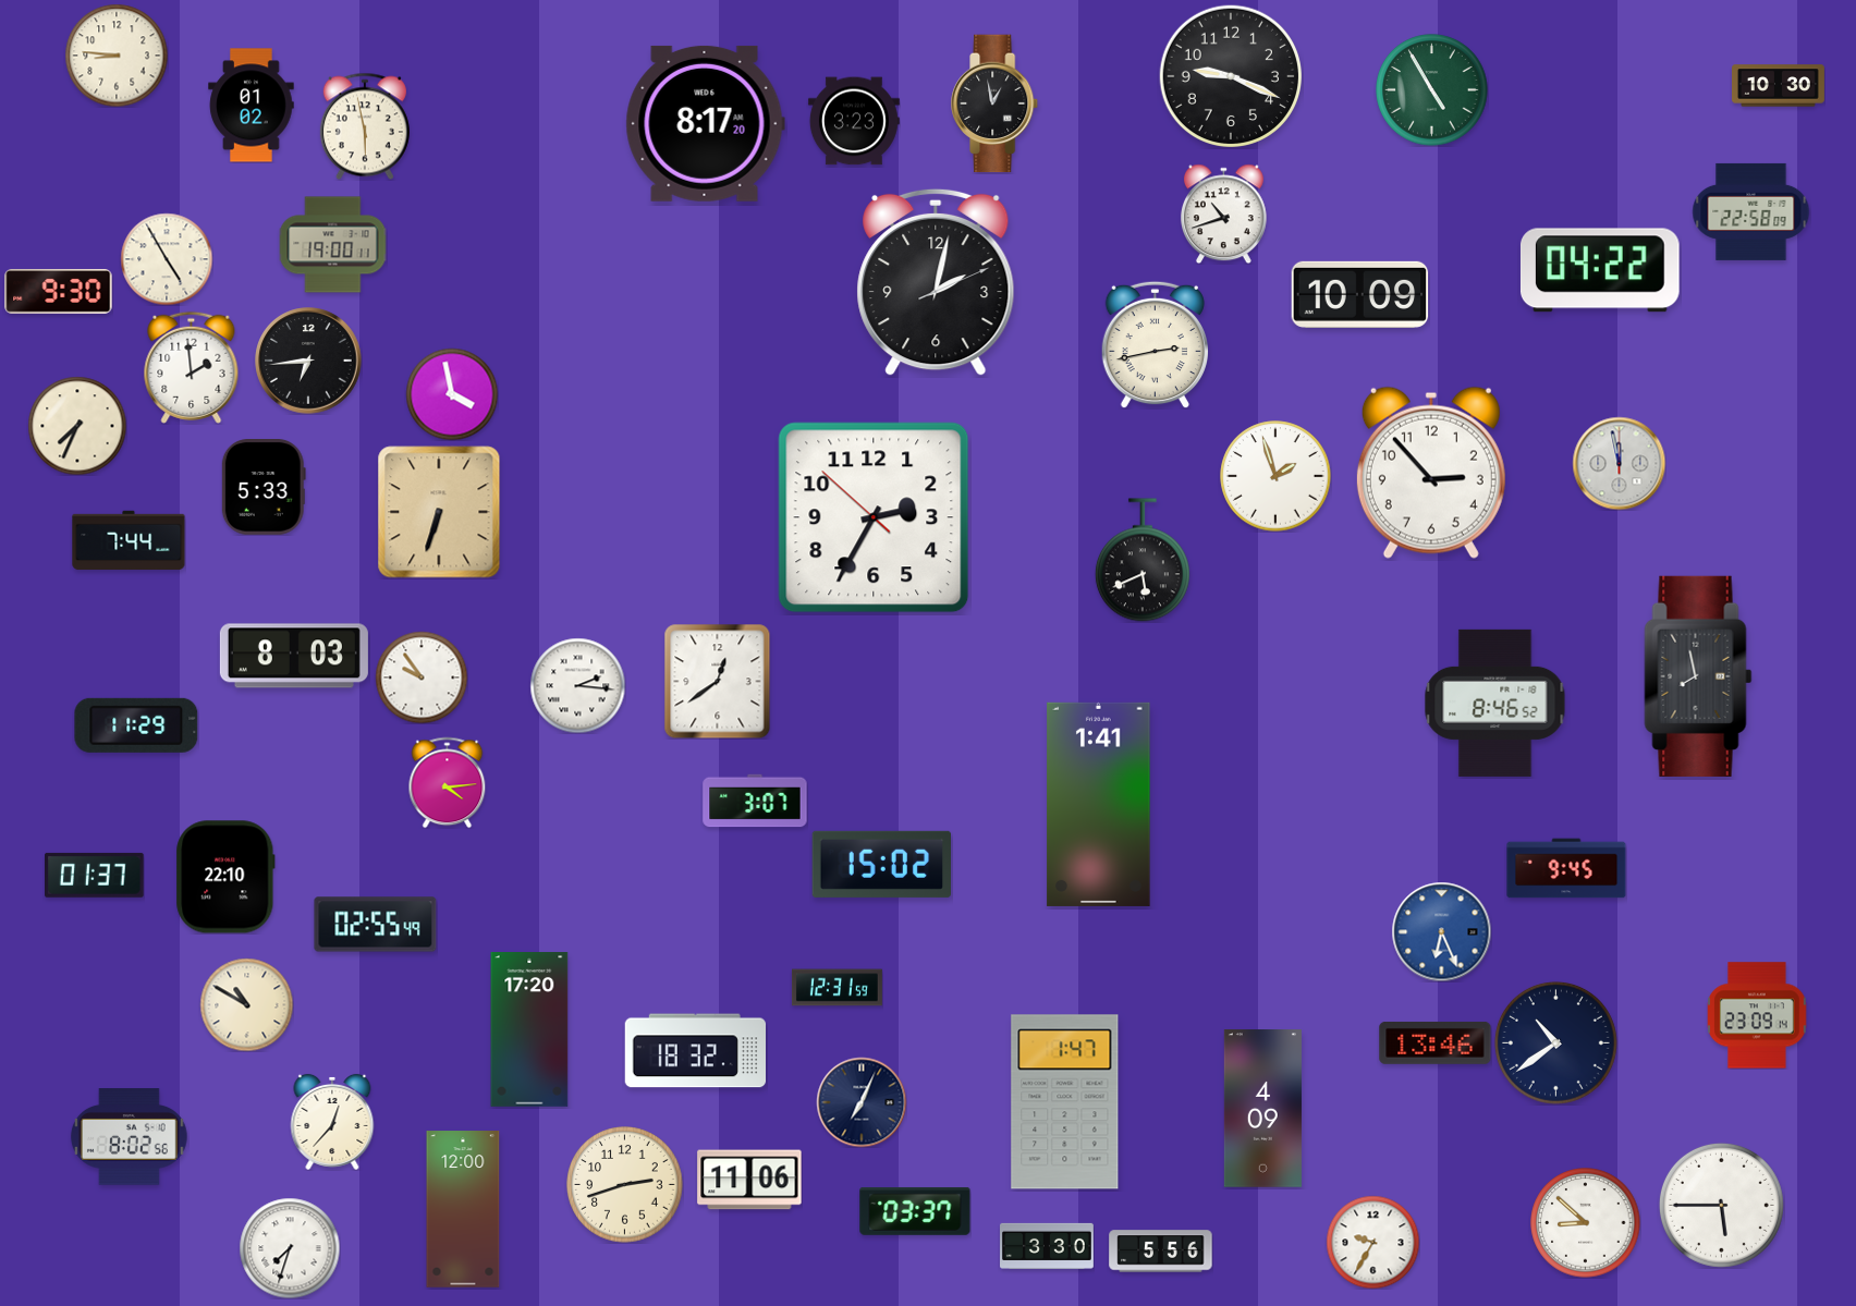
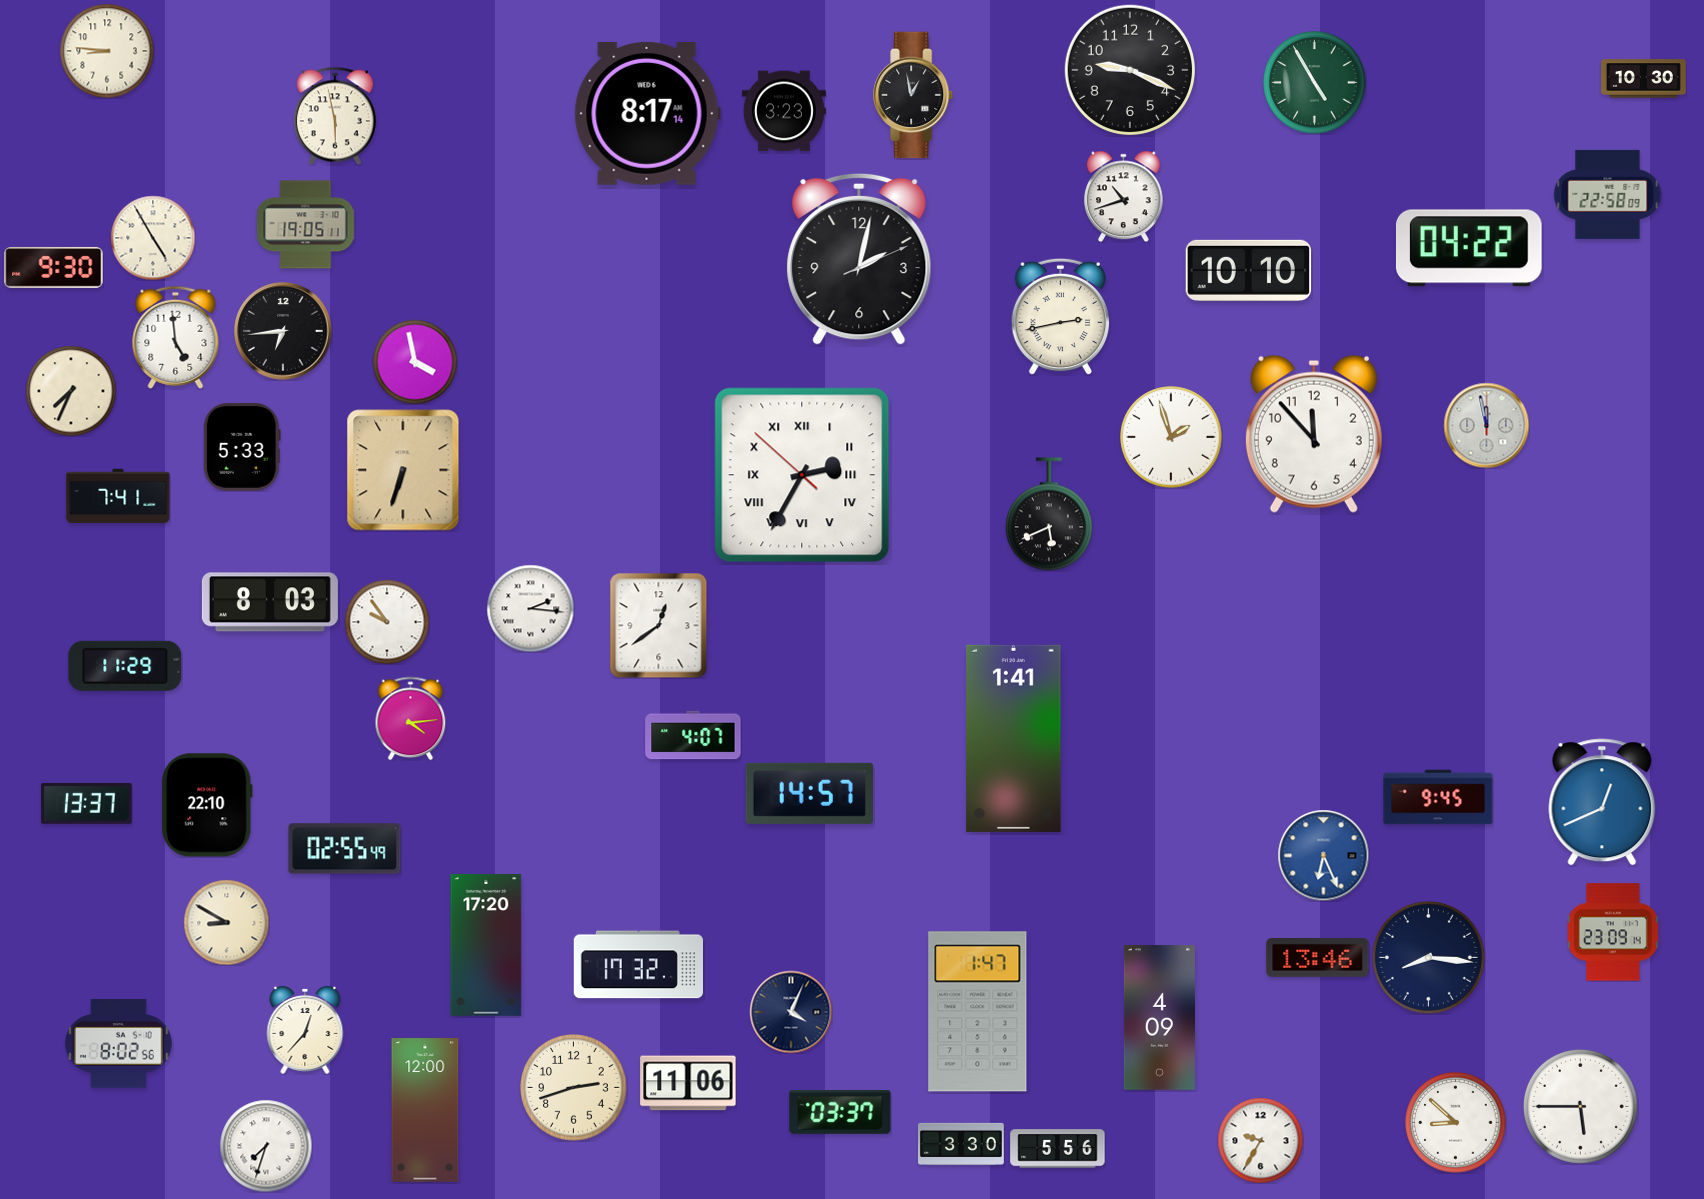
clock at (1779, 86) position: (1779, 86) -> (1644, 79)
clock at (252, 106): 01:02 -> none
clock at (705, 123): 8:17:20 -> 8:17:14
clock at (332, 245): 19:00 -> 19:05
clock at (1360, 294): 10:09 -> 10:10
clock at (192, 367): 1:59 -> 4:59
clock at (1431, 473): 2:53 -> 11:53
clock at (874, 517) numerals: Arabic -> Roman
clock at (129, 540): 7:44 -> 7:41
clock at (1698, 676): 7:58 -> none
clock at (577, 685) position: (577, 685) -> (530, 608)
clock at (1495, 703): 8:46 -> none
clock at (755, 801): 3:07 -> 4:07
clock at (1099, 804) position: (1099, 804) -> (1014, 738)
clock at (882, 864): 15:02 -> 14:57
clock at (1602, 802): none -> 12:41
clock at (95, 875): 01:37 -> 13:37
clock at (837, 988): 12:31 -> none
clock at (246, 1004): 10:50 -> 8:50
clock at (1555, 1042): 10:39 -> 8:16
clock at (695, 1051): 18:32 -> 17:32
clock at (862, 1102): 7:04 -> 4:04
clock at (1161, 1252) position: (1161, 1252) -> (1058, 1149)
